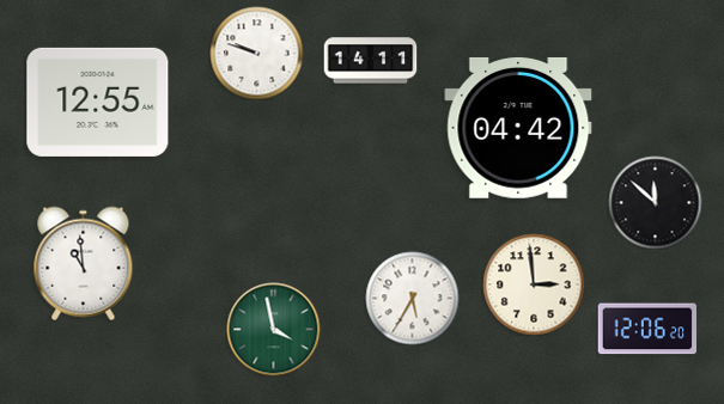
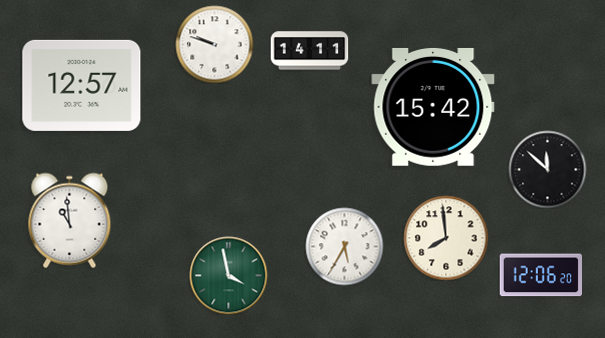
clock at (98, 102): 12:55 -> 12:57
clock at (518, 128): 04:42 -> 15:42
clock at (534, 284): 2:59 -> 7:59
clock at (412, 298) position: (412, 298) -> (344, 246)
